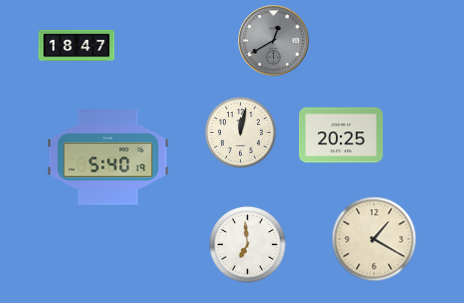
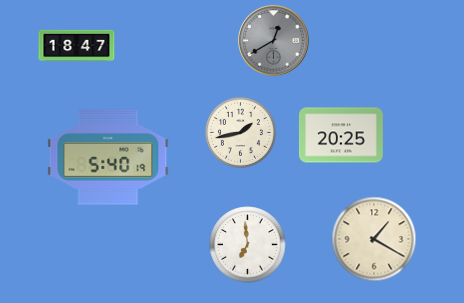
clock at (240, 132): 12:02 -> 1:43
